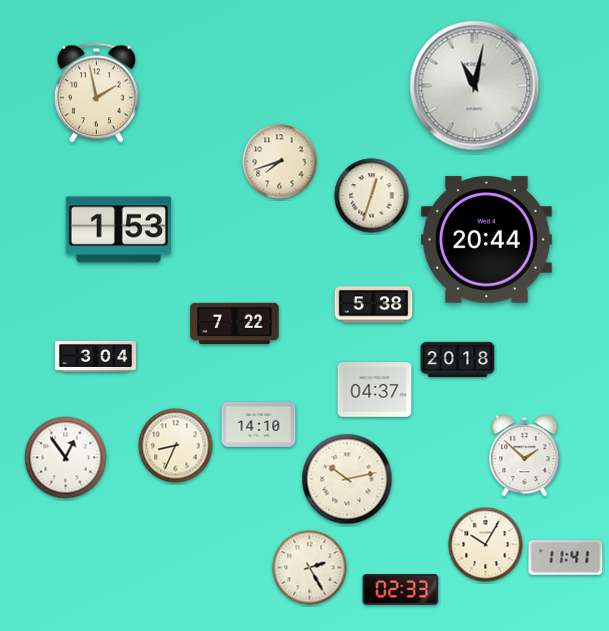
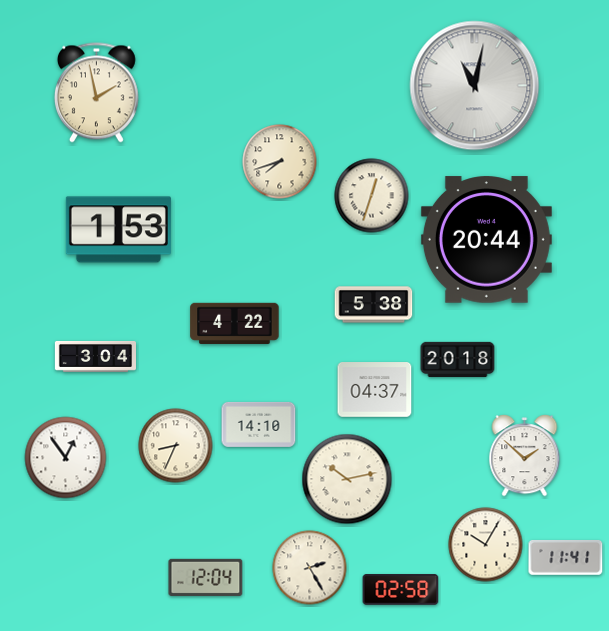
clock at (235, 323): 7:22 -> 4:22
clock at (206, 577): none -> 12:04
clock at (401, 590): 02:33 -> 02:58
